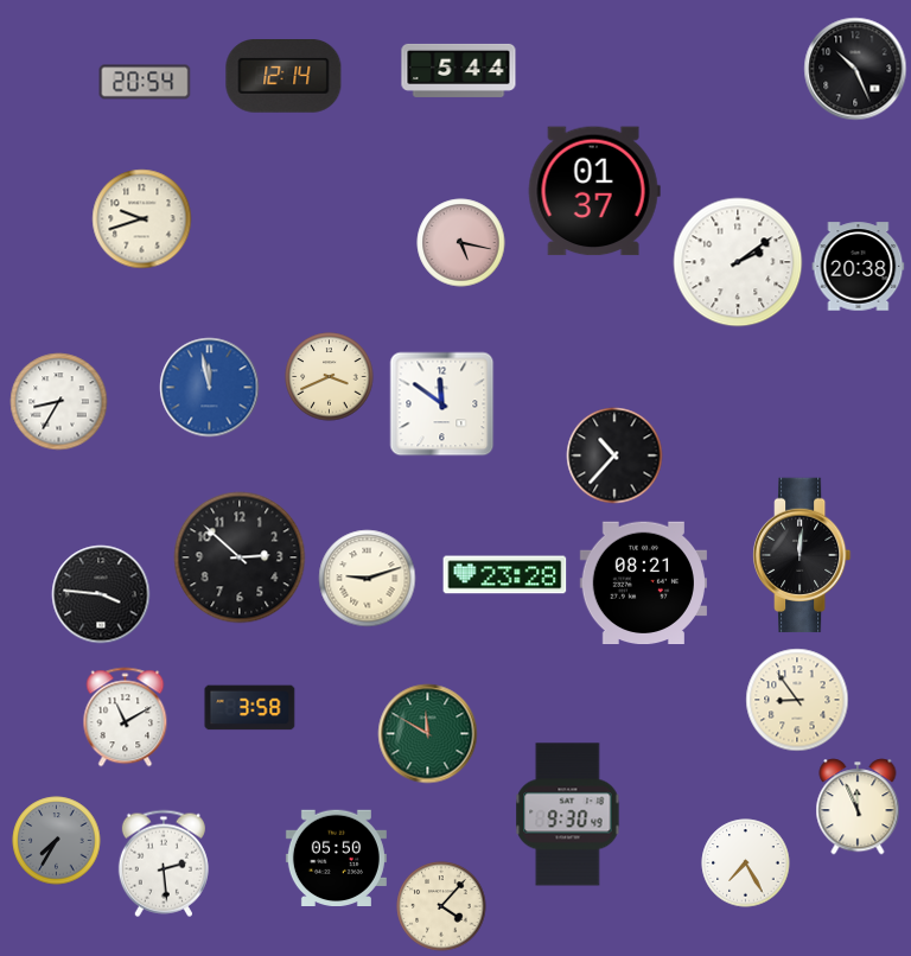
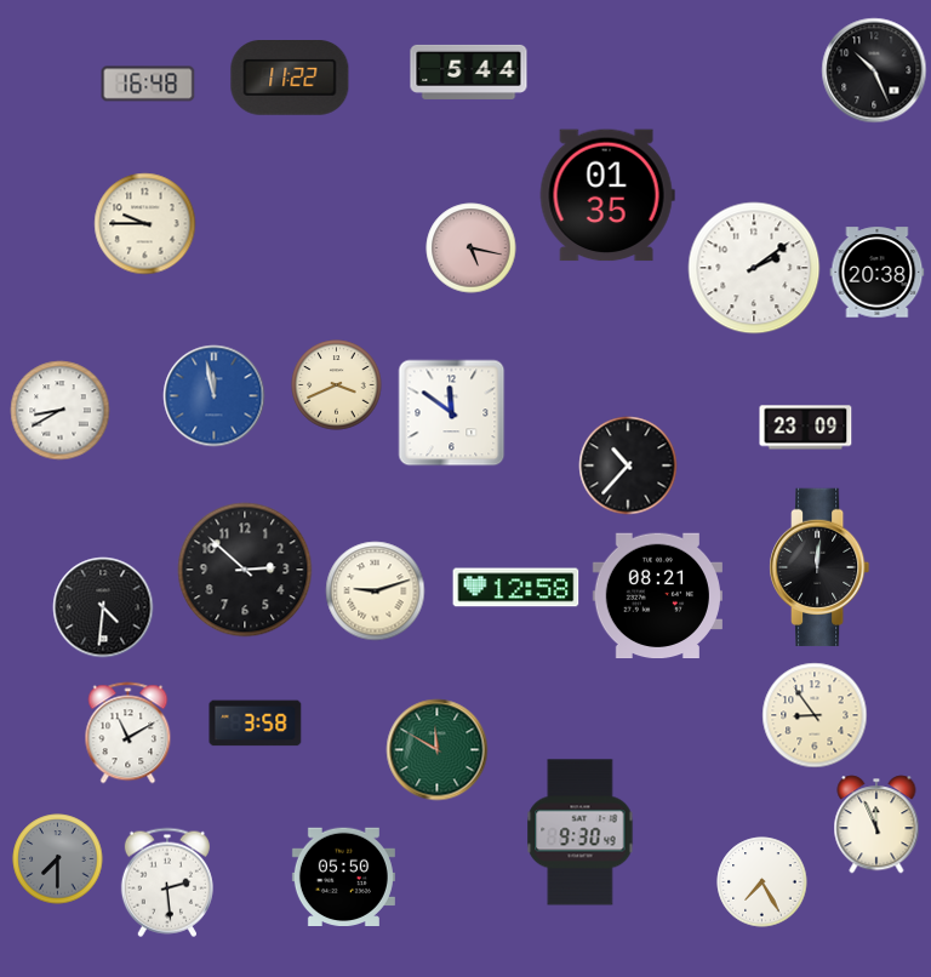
clock at (284, 77): 12:14 -> 11:22
clock at (145, 82): 20:54 -> 16:48
clock at (594, 191): 01:37 -> 01:35
clock at (142, 219): 9:42 -> 9:45
clock at (59, 402): 8:35 -> 8:40
clock at (806, 428): none -> 23:09
clock at (505, 575): 23:28 -> 12:58
clock at (101, 594): 3:46 -> 4:31
clock at (57, 841): 7:35 -> 7:30
clock at (441, 906): 4:07 -> none
